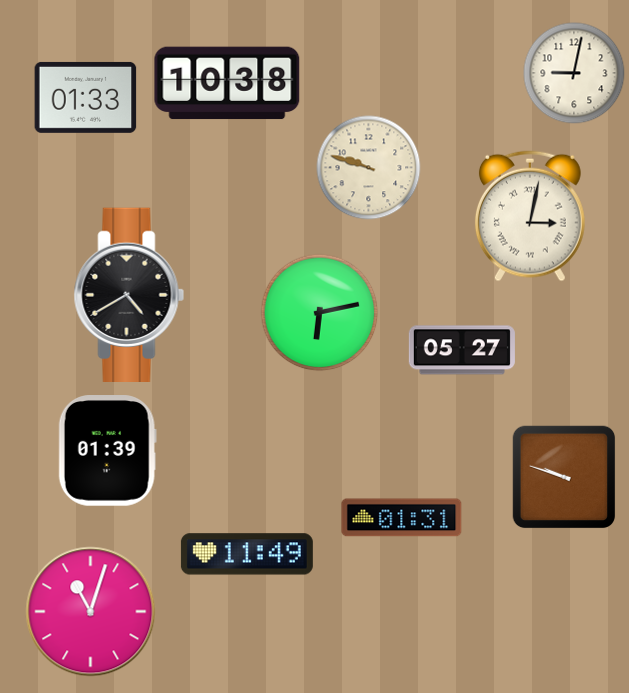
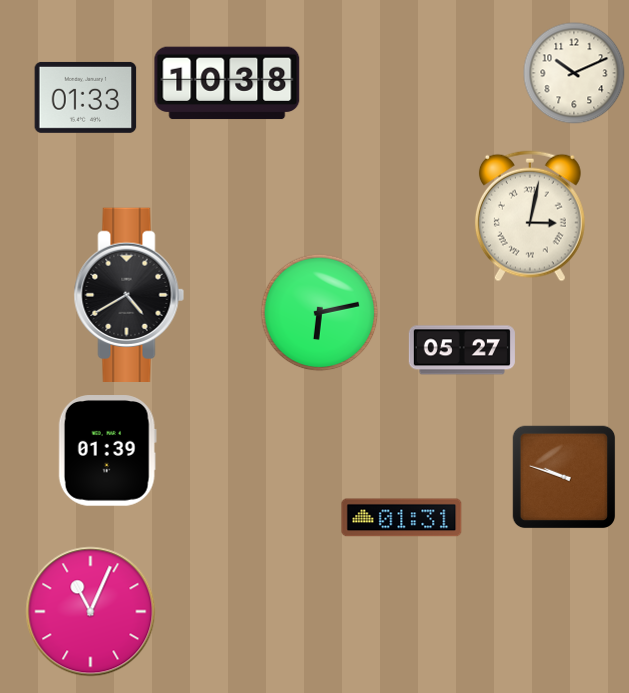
clock at (574, 73): 9:02 -> 10:11
clock at (369, 168): 9:48 -> none
clock at (247, 554): 11:49 -> none
clock at (91, 612): 11:03 -> 11:04
